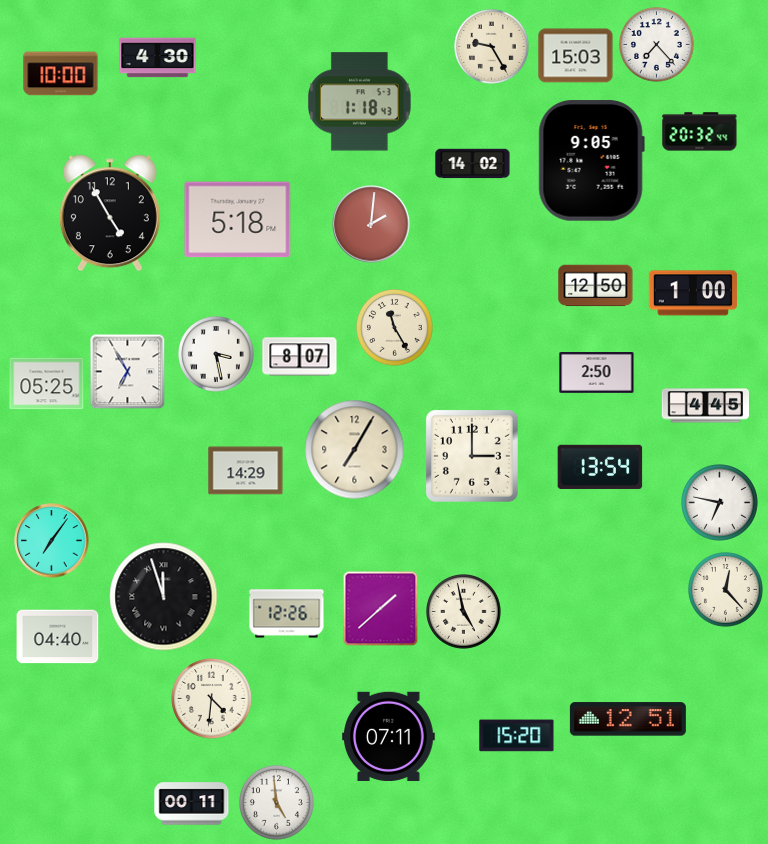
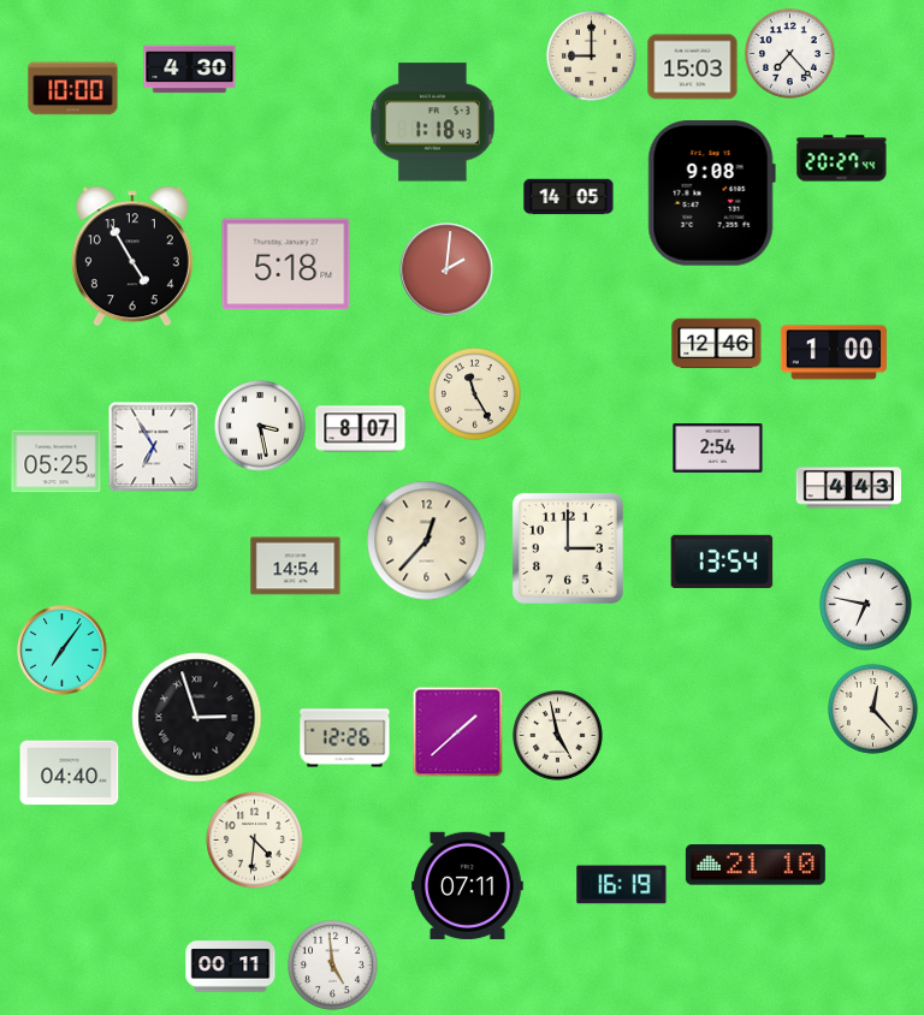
clock at (492, 47): 9:25 -> 9:00
clock at (700, 132): 20:32 -> 20:27
clock at (591, 161): 9:05 -> 9:08
clock at (473, 164): 14:02 -> 14:05
clock at (596, 286): 12:50 -> 12:46
clock at (597, 373): 2:50 -> 2:54
clock at (706, 406): 4:45 -> 4:43
clock at (355, 450): 7:05 -> 12:37
clock at (246, 471): 14:29 -> 14:54
clock at (164, 597): 11:57 -> 2:57
clock at (58, 637) position: (58, 637) -> (70, 773)
clock at (628, 719): 12:51 -> 21:10
clock at (517, 736): 15:20 -> 16:19
